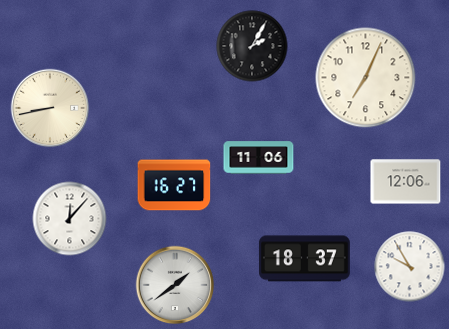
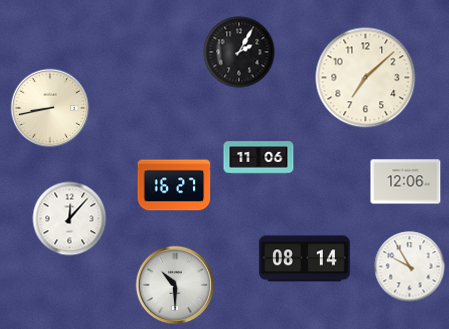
clock at (252, 46) position: (252, 46) -> (239, 52)
clock at (366, 78): 7:04 -> 7:08
clock at (305, 259): 18:37 -> 08:14
clock at (175, 285): 1:39 -> 10:30
